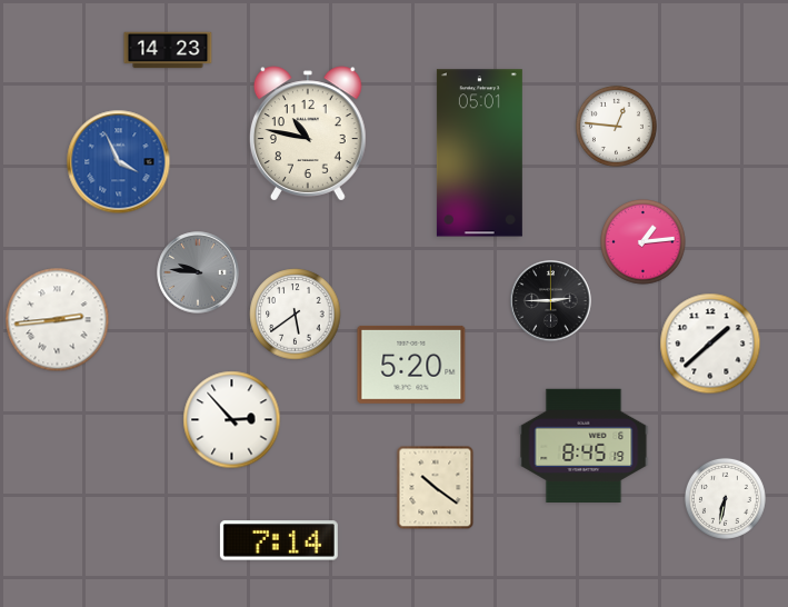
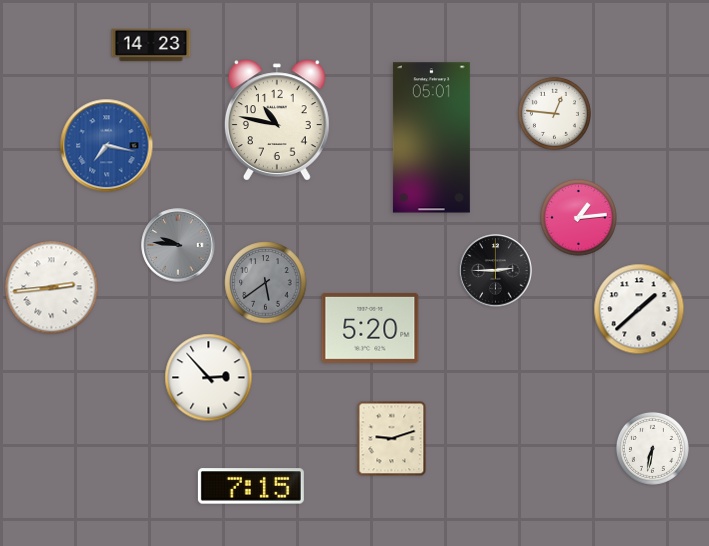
clock at (119, 162): 3:56 -> 7:17
clock at (296, 315) dial: white -> grey
clock at (583, 445): 8:45 -> none
clock at (436, 488): 10:21 -> 9:12
clock at (279, 540): 7:14 -> 7:15
